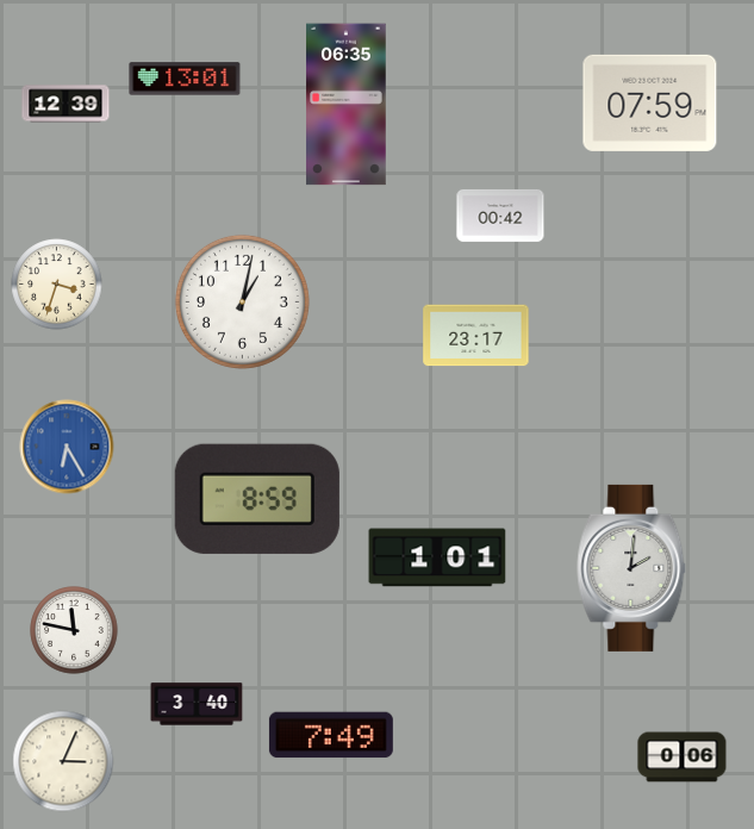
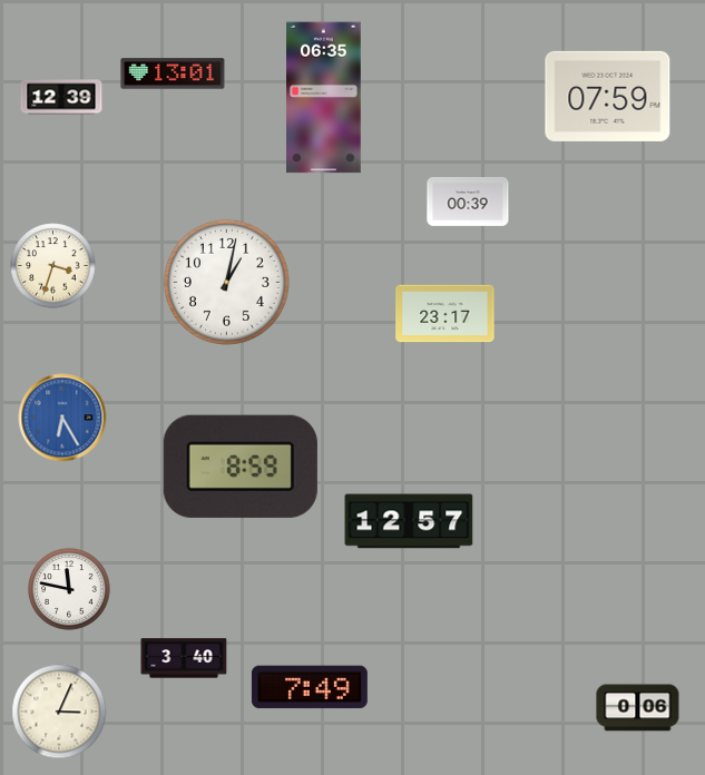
clock at (500, 216): 00:42 -> 00:39
clock at (437, 557): 1:01 -> 12:57
clock at (631, 568): 2:01 -> none
